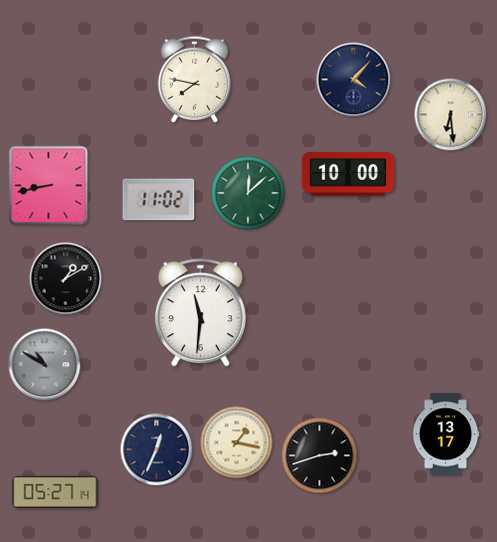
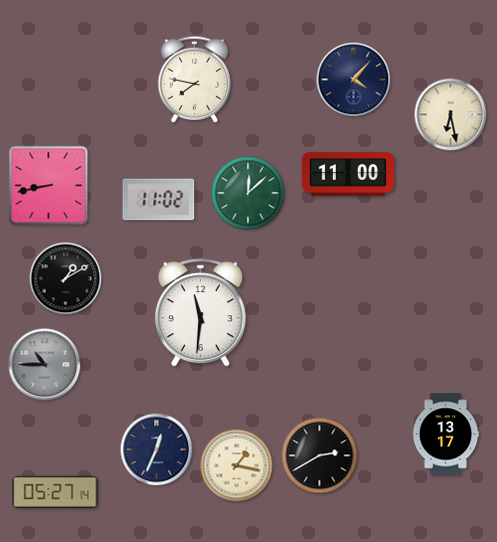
clock at (451, 115): 6:29 -> 6:28
clock at (348, 174): 10:00 -> 11:00
clock at (45, 365): 10:50 -> 10:45
clock at (237, 443) position: (237, 443) -> (237, 466)
clock at (320, 456): 2:42 -> 2:40
